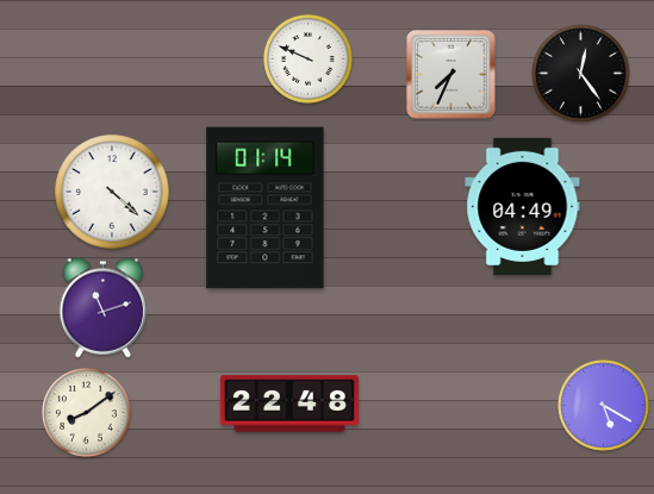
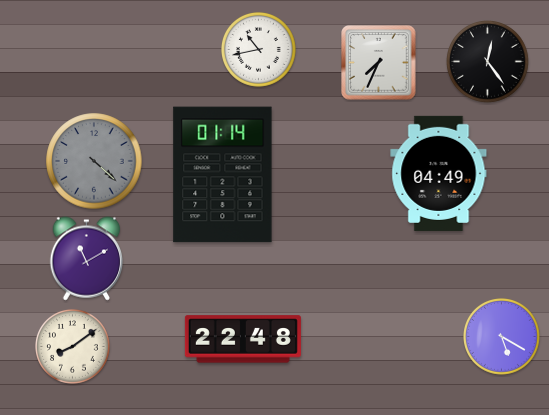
clock at (307, 58): 9:49 -> 10:43
clock at (112, 192) dial: white -> grey
clock at (104, 308): 11:12 -> 11:10
clock at (604, 406) position: (604, 406) -> (502, 337)
